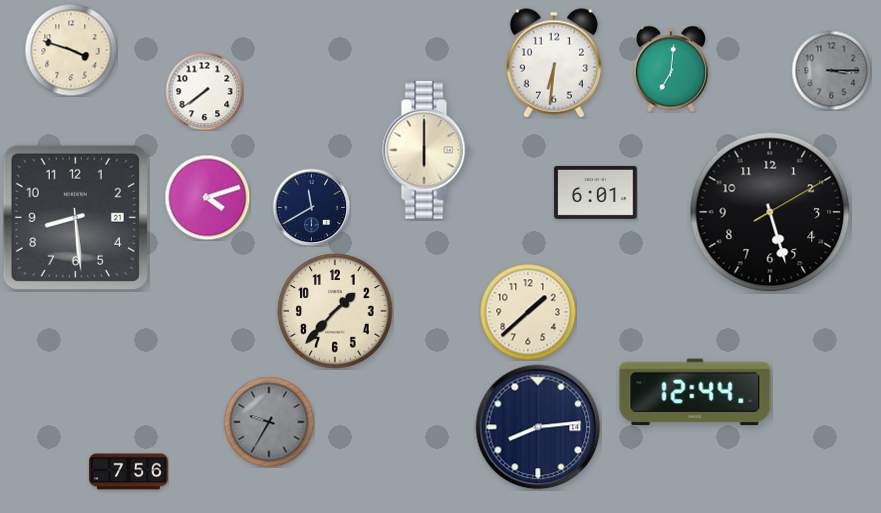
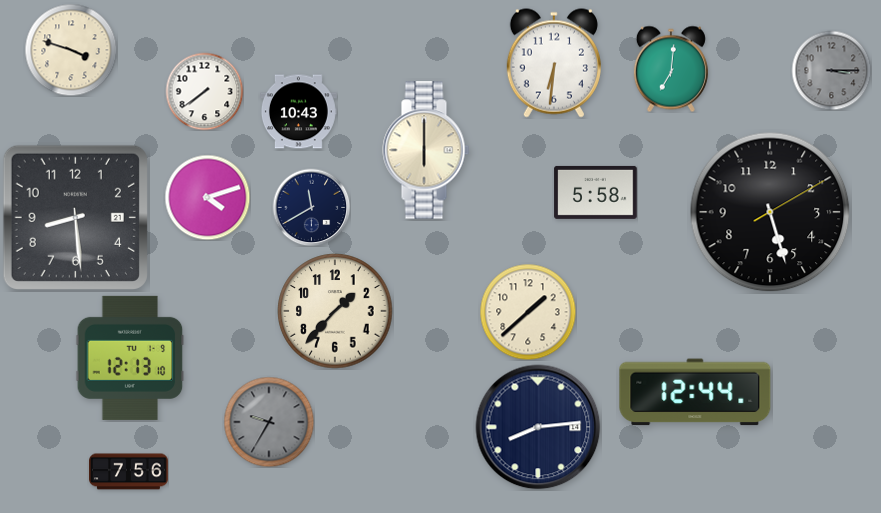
clock at (298, 112): none -> 10:43
clock at (596, 192): 6:01 -> 5:58
clock at (130, 358): none -> 12:13
